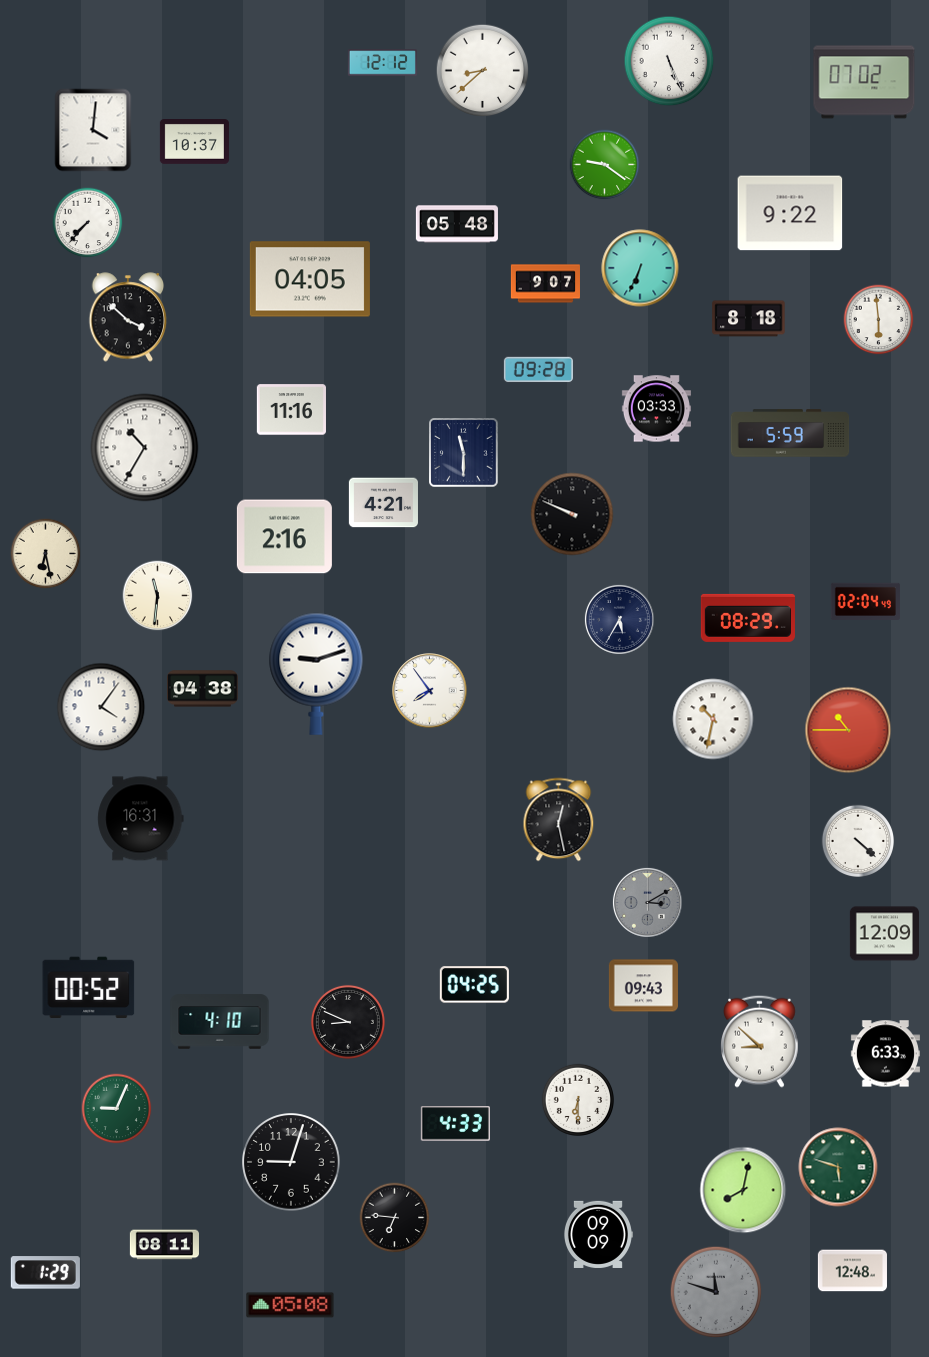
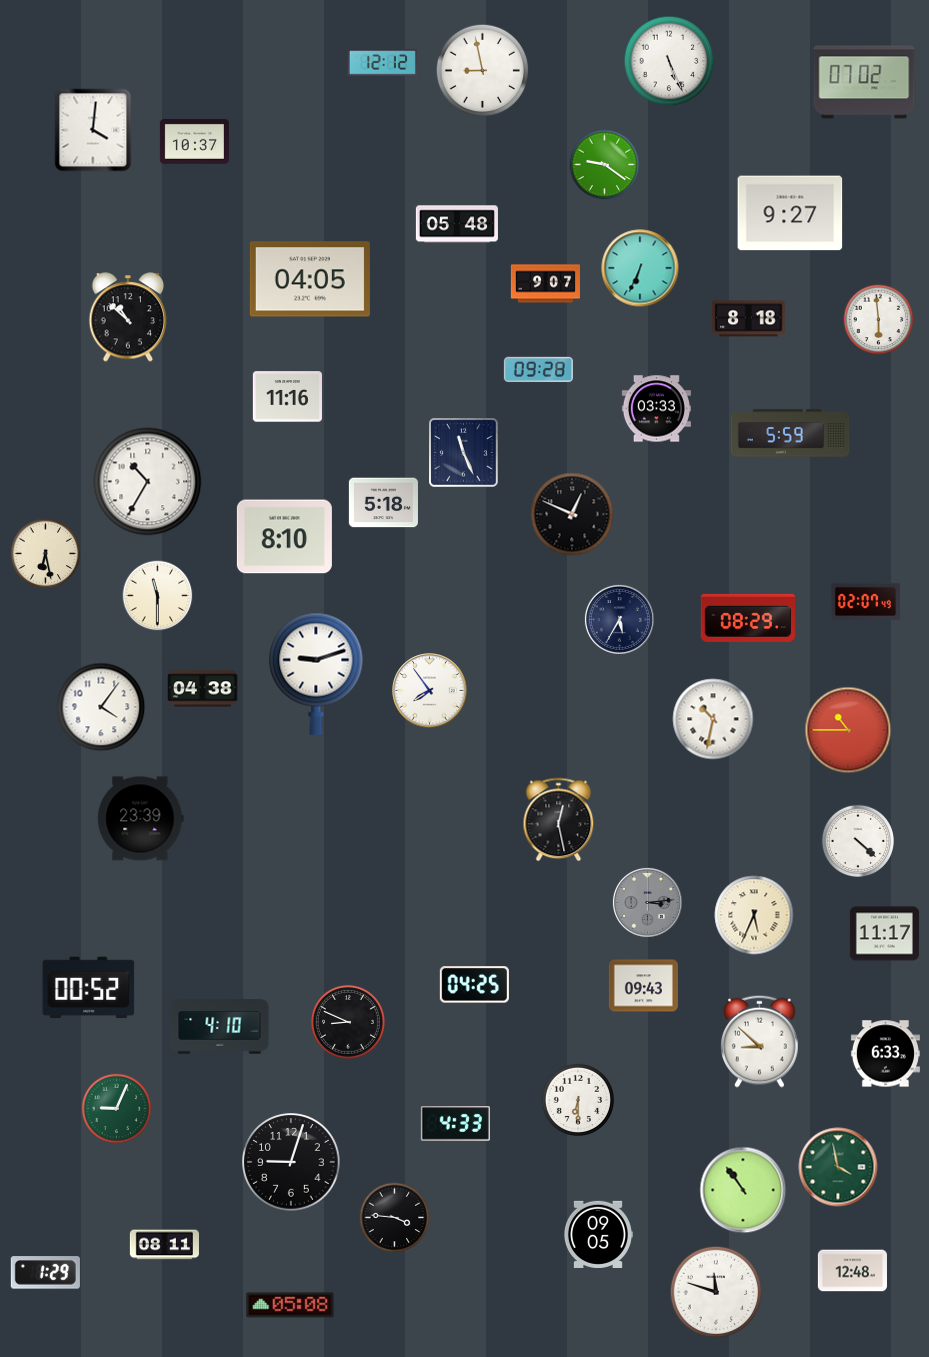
clock at (483, 71): 8:38 -> 8:58
clock at (790, 213): 9:22 -> 9:27
clock at (88, 223): 7:37 -> none
clock at (128, 317): 3:52 -> 10:52
clock at (291, 410) position: (291, 410) -> (287, 397)
clock at (145, 448) position: (145, 448) -> (148, 482)
clock at (464, 453): 11:30 -> 11:26
clock at (383, 503): 4:21 -> 5:18
clock at (572, 514): 9:49 -> 12:49
clock at (284, 537): 2:16 -> 8:10
clock at (158, 596): 11:31 -> 11:30
clock at (865, 601): 02:04 -> 02:07
clock at (141, 819): 16:31 -> 23:39
clock at (647, 902): 3:10 -> 3:14
clock at (754, 915): none -> 5:34
clock at (884, 934): 12:09 -> 11:17
clock at (220, 1022) position: (220, 1022) -> (220, 1027)
clock at (838, 1167): 5:48 -> 3:58
clock at (743, 1190): 8:02 -> 10:54
clock at (395, 1218): 6:46 -> 3:46
clock at (598, 1234): 09:09 -> 09:05
clock at (716, 1292) dial: grey -> white
